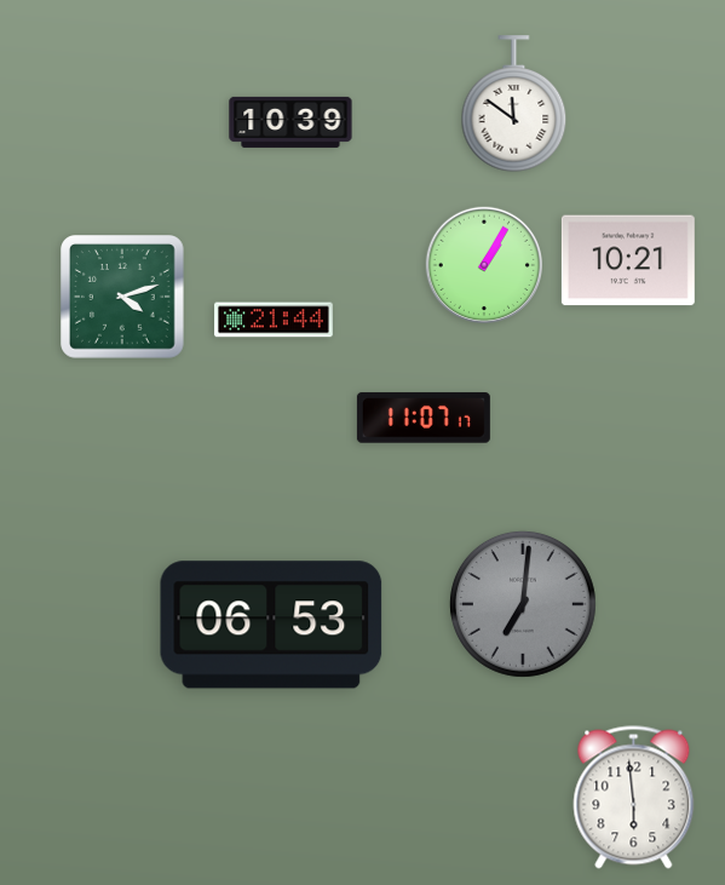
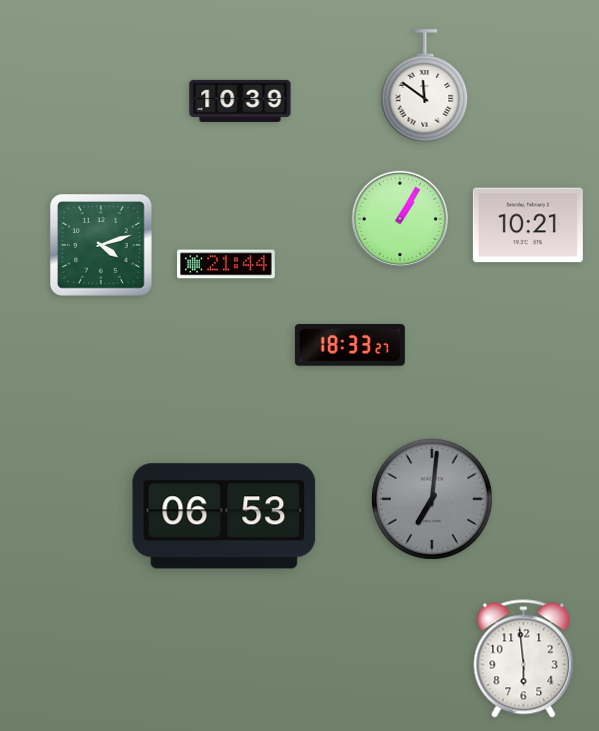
clock at (628, 260) position: (628, 260) -> (528, 225)
clock at (424, 418): 11:07 -> 18:33
